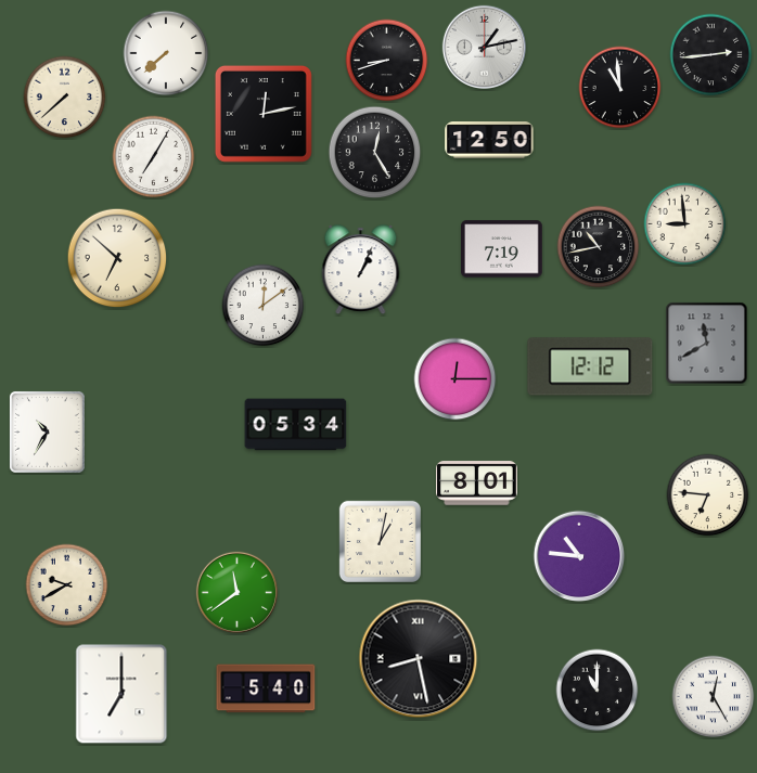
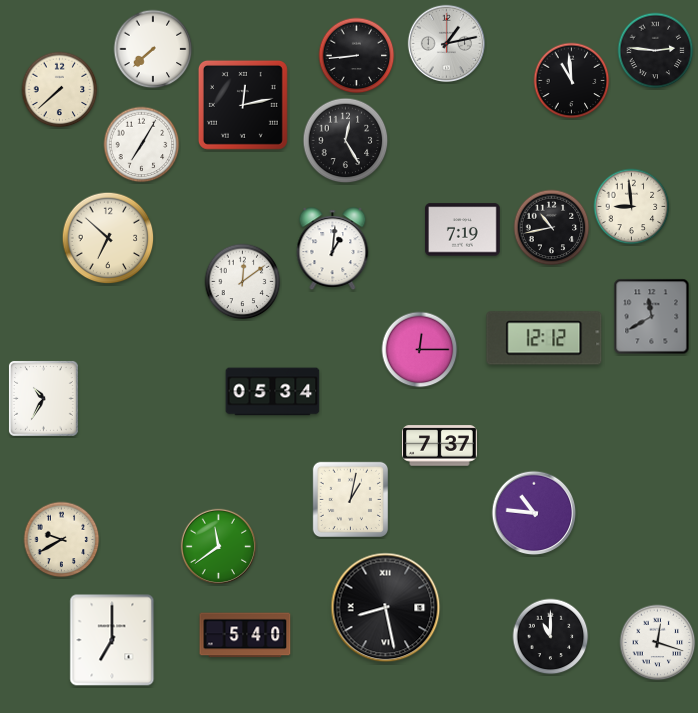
clock at (711, 55): 2:44 -> 2:46
clock at (387, 61): 8:42 -> 8:44
clock at (489, 140): 12:50 -> none
clock at (361, 270): 1:04 -> 1:01
clock at (477, 484): 8:01 -> 7:37
clock at (708, 495): 6:46 -> none
clock at (714, 697): 12:25 -> 12:18
